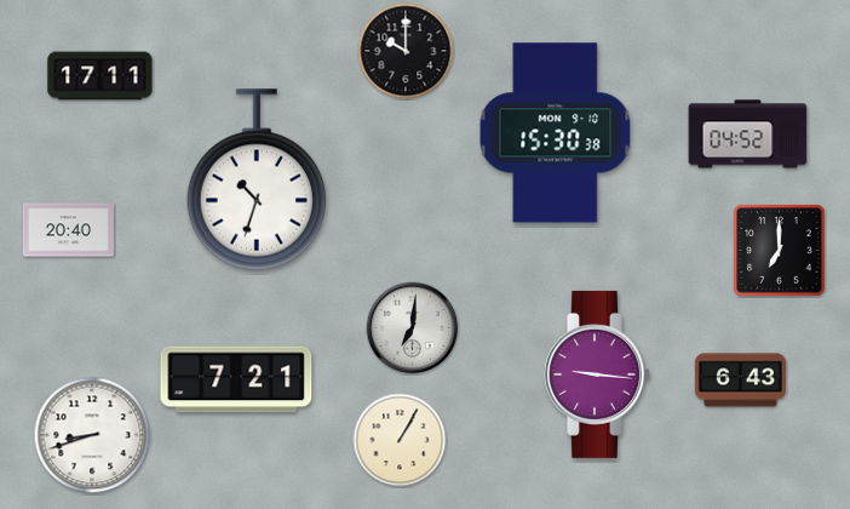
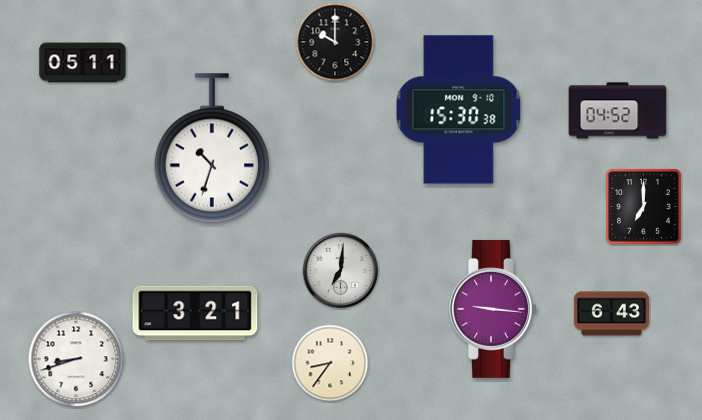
clock at (100, 76): 17:11 -> 05:11
clock at (68, 230): 20:40 -> none
clock at (236, 379): 7:21 -> 3:21
clock at (400, 440): 1:05 -> 8:36
